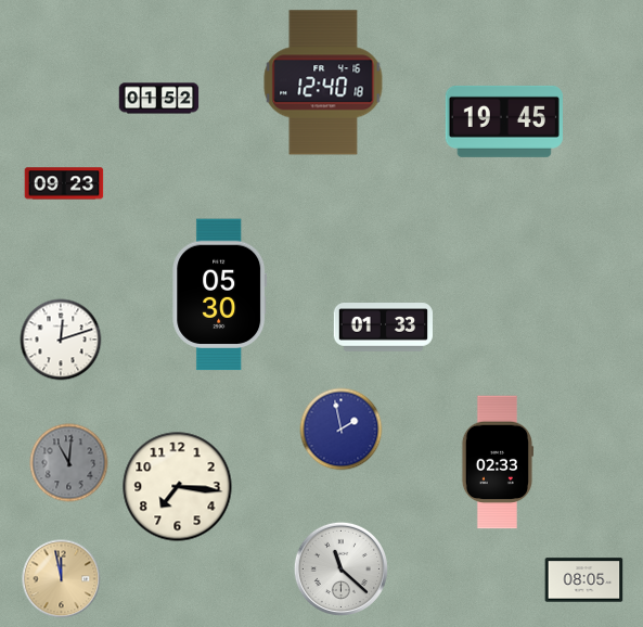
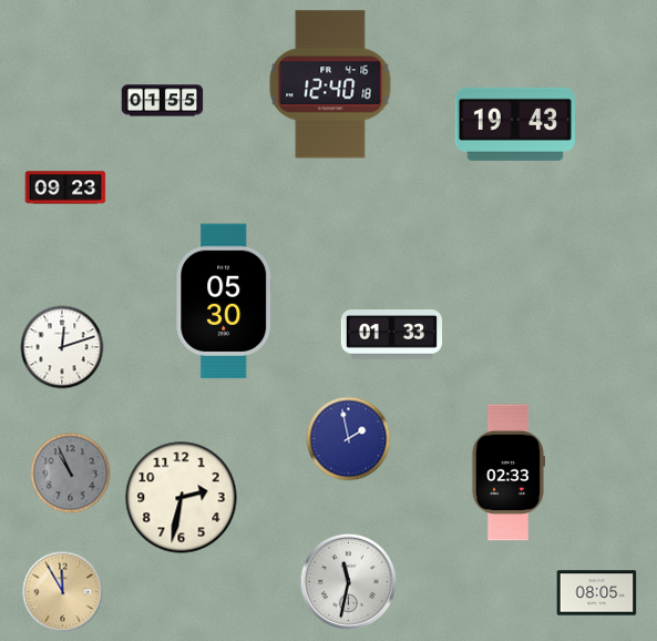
clock at (159, 99): 01:52 -> 01:55
clock at (504, 121): 19:45 -> 19:43
clock at (69, 463): 11:01 -> 10:56
clock at (178, 487): 7:16 -> 2:32
clock at (340, 568): 11:22 -> 11:32
clock at (62, 579): 11:58 -> 11:55
